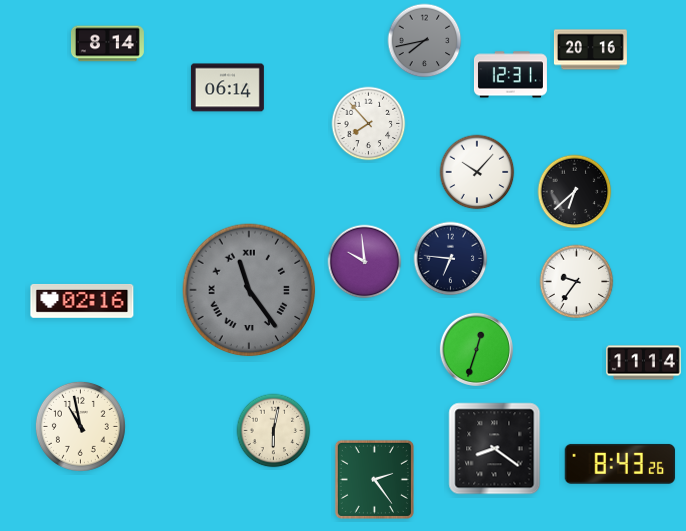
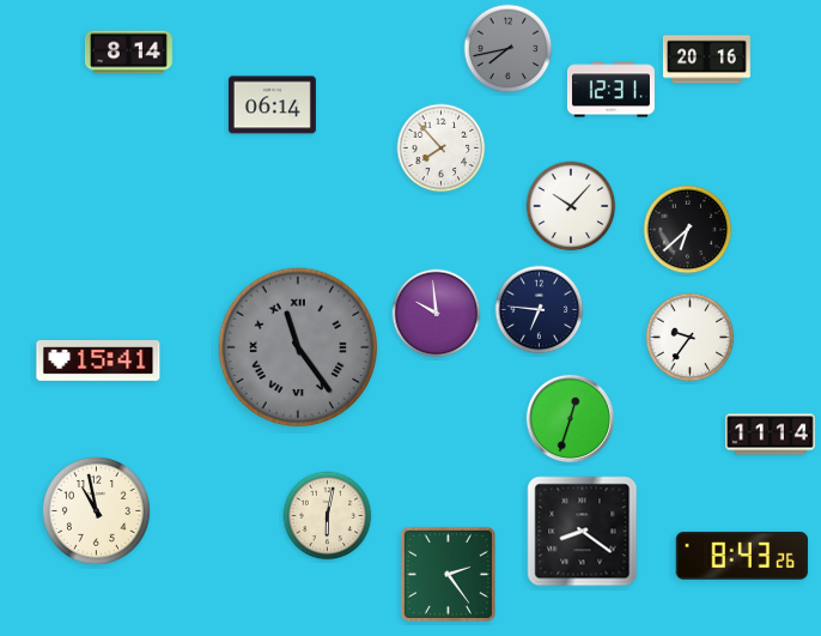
clock at (82, 301): 02:16 -> 15:41
clock at (495, 449) position: (495, 449) -> (583, 532)
